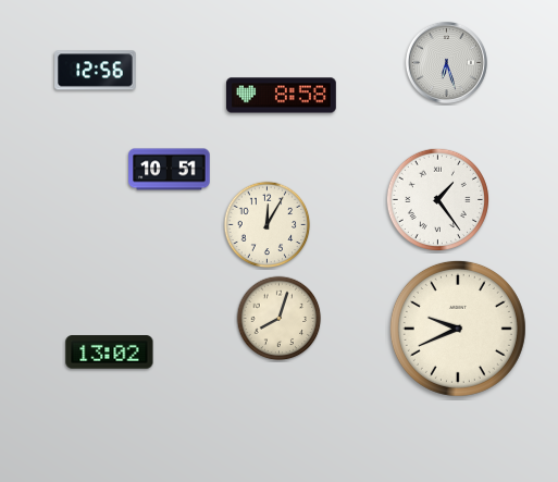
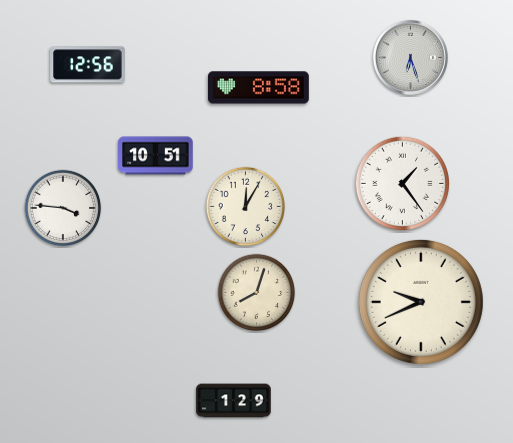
clock at (63, 208): none -> 3:46
clock at (110, 353): 13:02 -> none
clock at (234, 401): none -> 1:29
